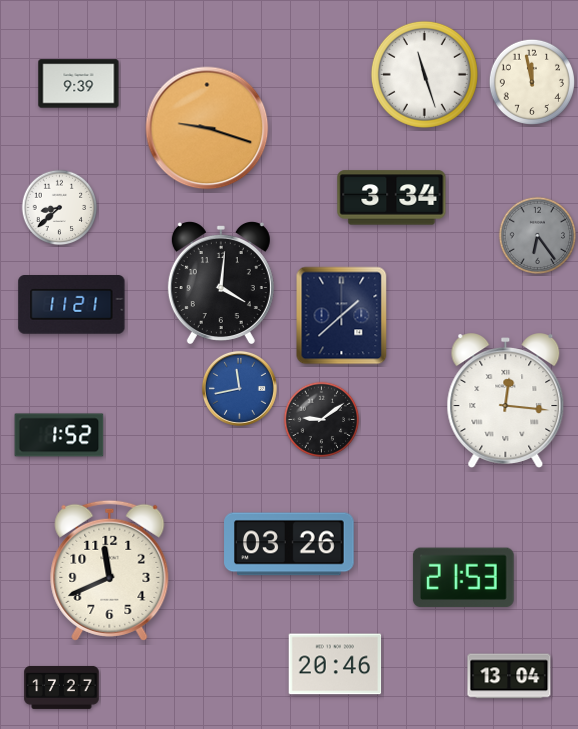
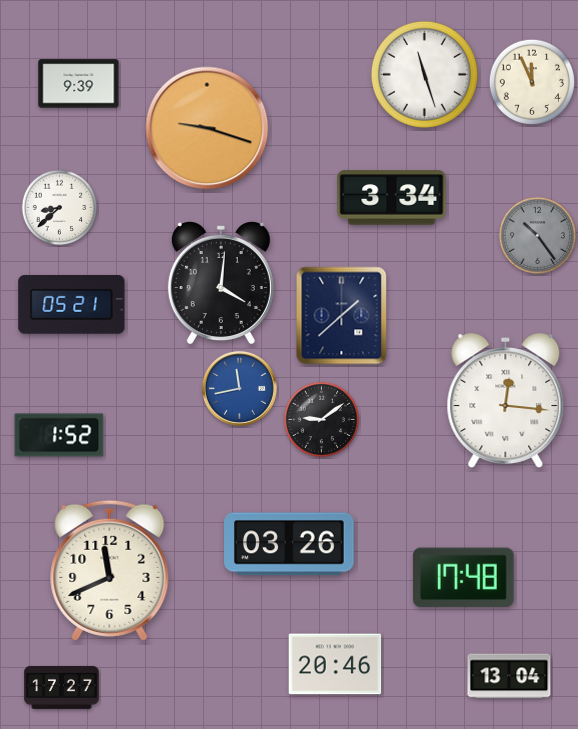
clock at (531, 81): 11:58 -> 11:56
clock at (538, 236): 6:24 -> 10:24
clock at (72, 305): 11:21 -> 05:21
clock at (463, 578): 21:53 -> 17:48
